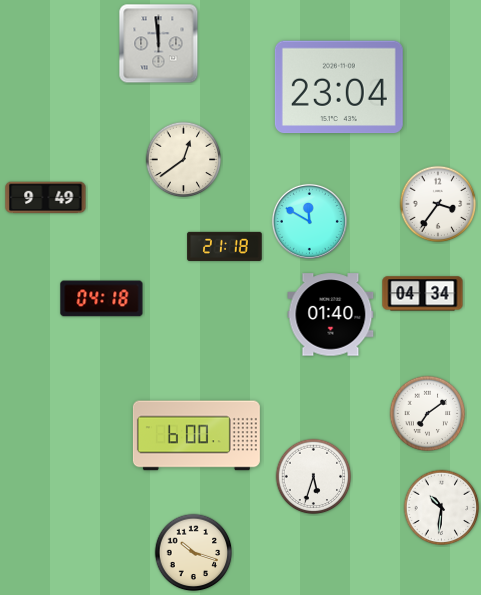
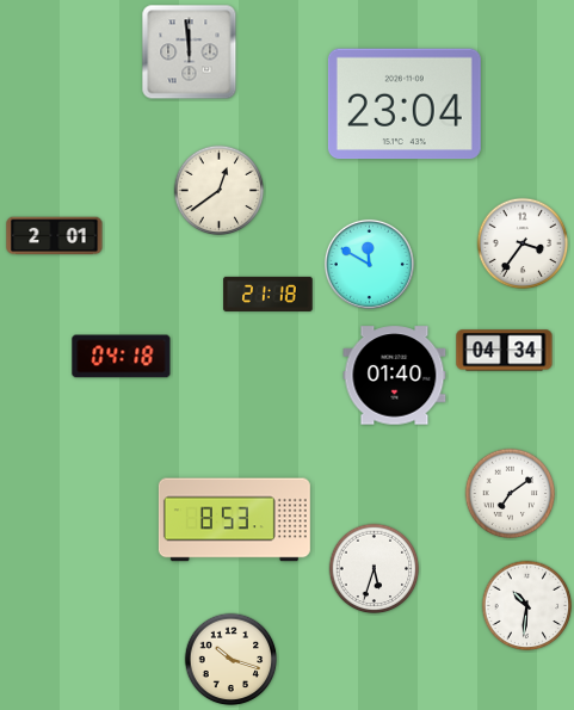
clock at (46, 198): 9:49 -> 2:01
clock at (196, 436): 6:00 -> 8:53
